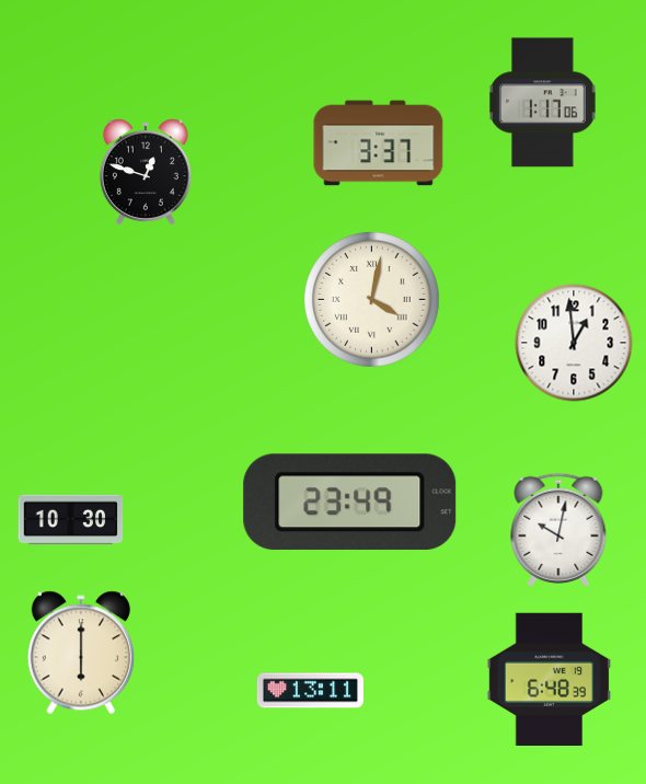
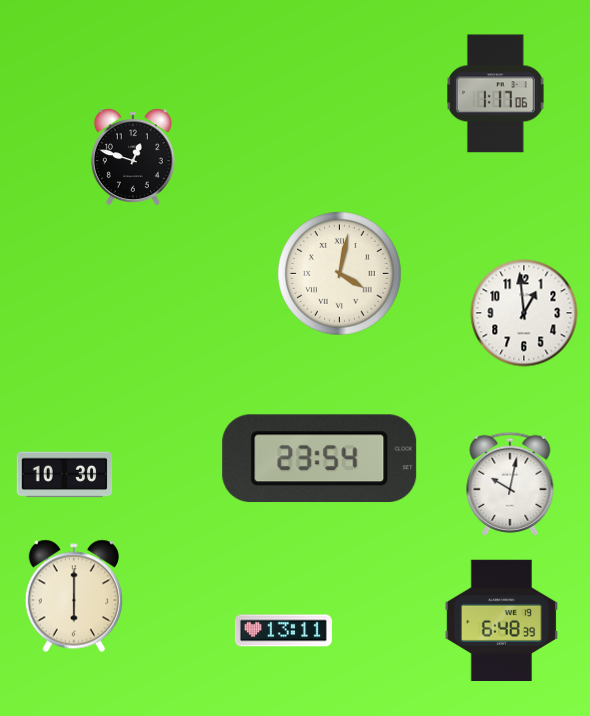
clock at (379, 143): 3:37 -> none
clock at (350, 503): 23:49 -> 23:54
